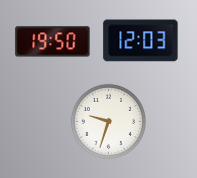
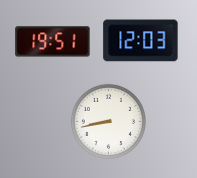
clock at (53, 42): 19:50 -> 19:51
clock at (108, 121): 9:33 -> 8:43
